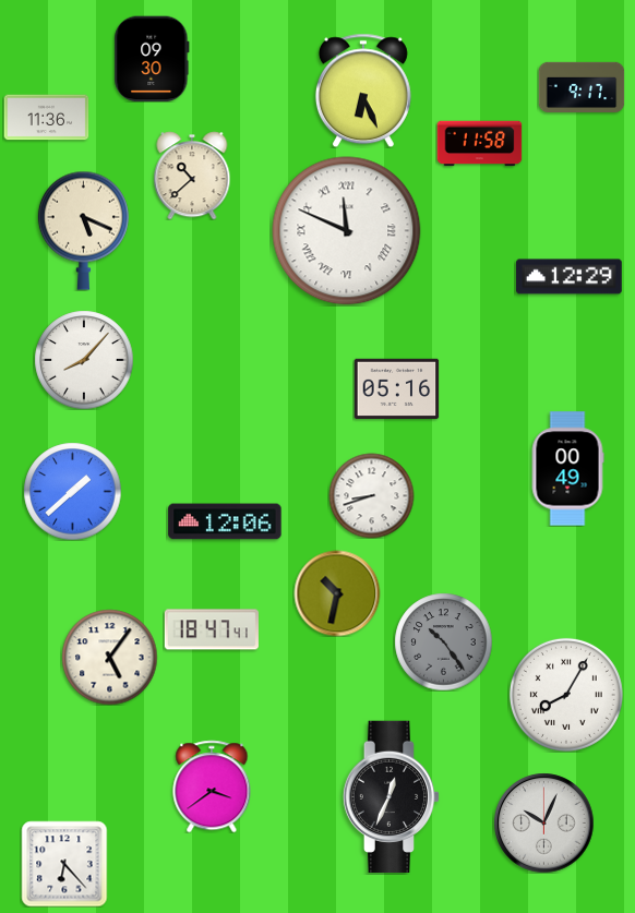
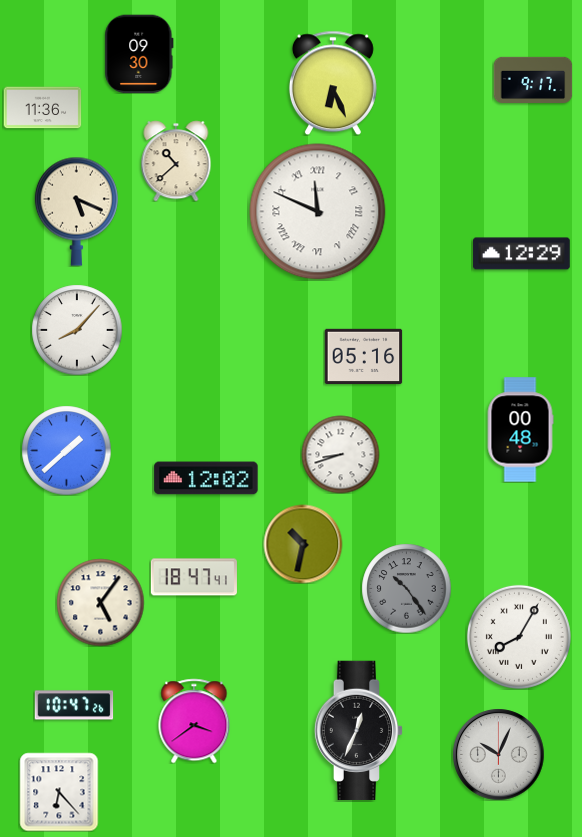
clock at (479, 144): 11:58 -> none
clock at (567, 469): 00:49 -> 00:48
clock at (225, 521): 12:06 -> 12:02
clock at (337, 593) position: (337, 593) -> (303, 544)
clock at (74, 705): none -> 10:47
